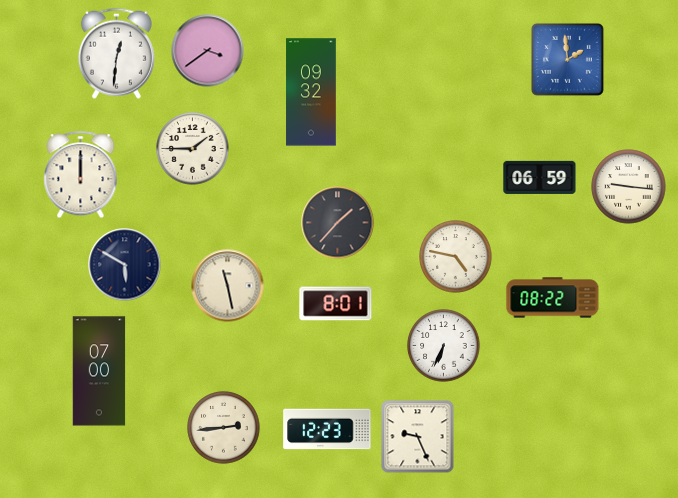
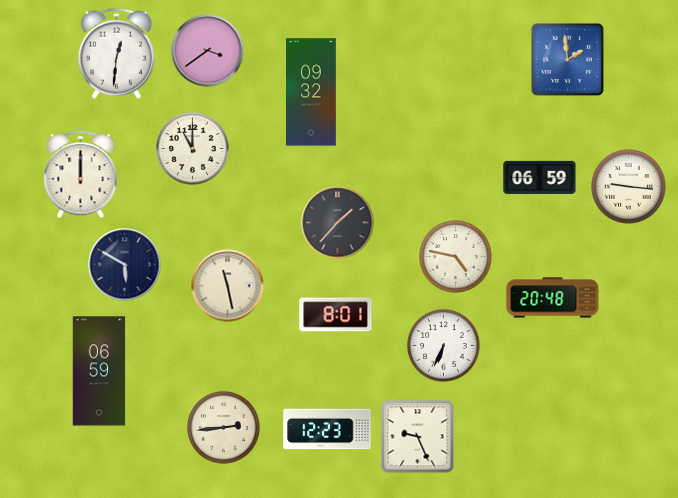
clock at (193, 149): 1:45 -> 11:00
clock at (553, 298): 08:22 -> 20:48
clock at (336, 304) position: (336, 304) -> (336, 315)
clock at (99, 371): 07:00 -> 06:59
